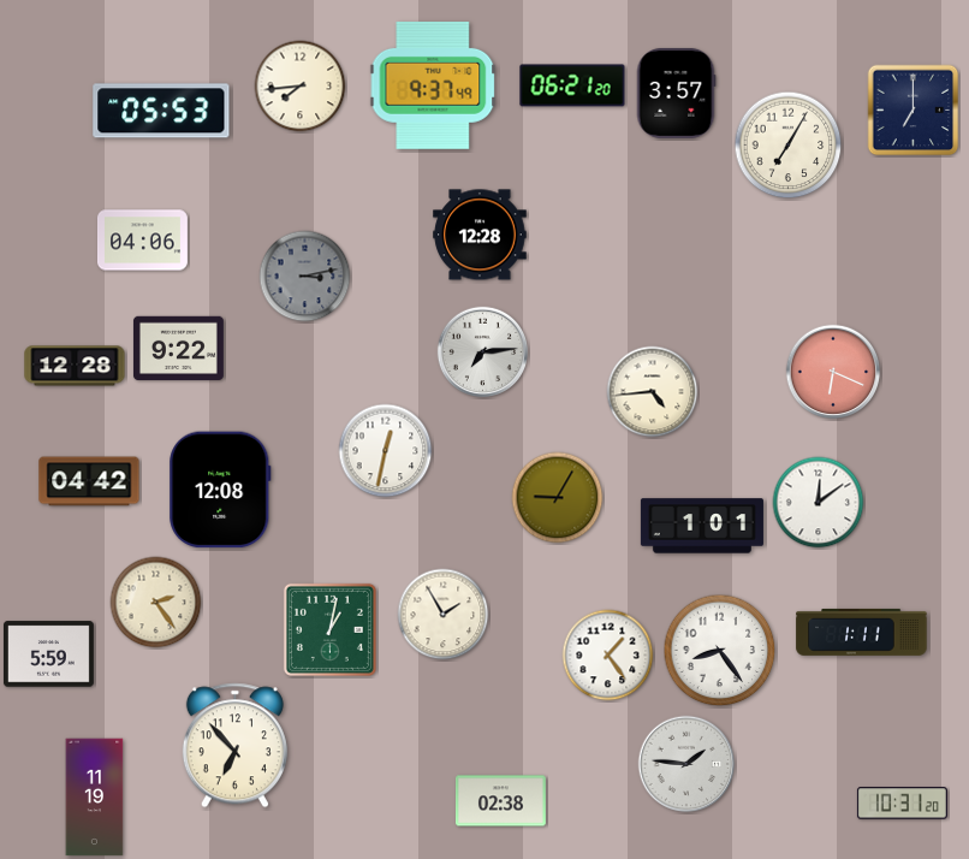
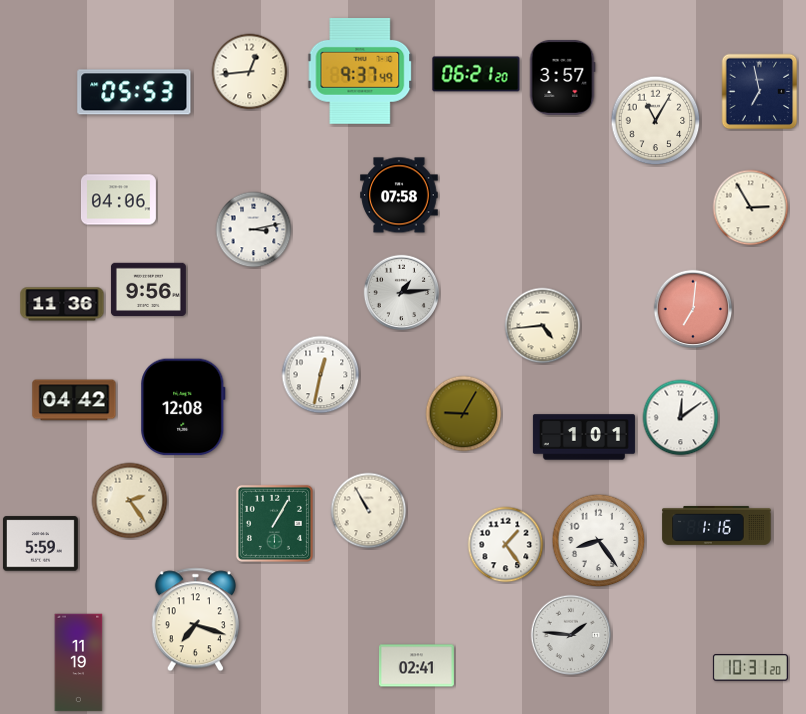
clock at (572, 85) position: (572, 85) -> (476, 74)
clock at (301, 87): 7:44 -> 12:44
clock at (914, 111): 7:00 -> 6:58
clock at (789, 146): 7:05 -> 11:05
clock at (480, 235): 12:28 -> 07:58
clock at (751, 208): none -> 2:55
clock at (305, 277) dial: grey -> white
clock at (178, 348): 9:22 -> 9:56
clock at (483, 353): 7:14 -> 1:14
clock at (75, 366): 12:28 -> 11:36
clock at (833, 372): 6:19 -> 7:01
clock at (444, 615): 1:55 -> 10:55
clock at (329, 629): 1:02 -> 1:05
clock at (862, 632): 1:11 -> 1:16
clock at (234, 746): 6:53 -> 7:18
clock at (500, 801): 02:38 -> 02:41
